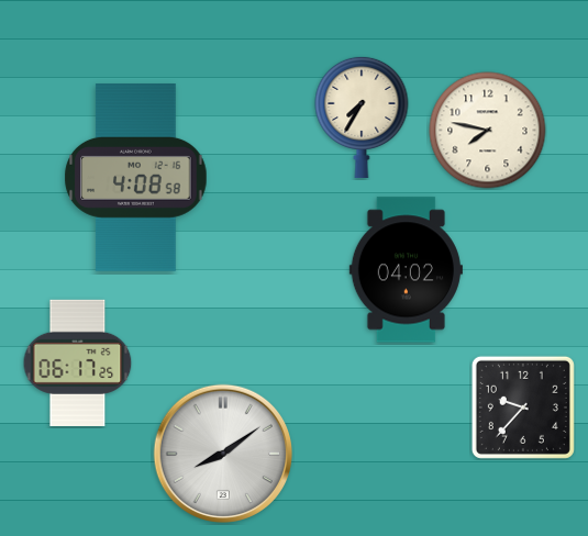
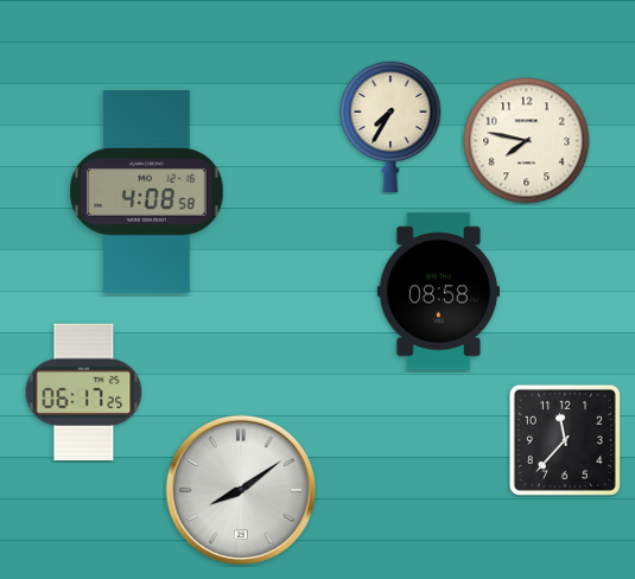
clock at (406, 270): 04:02 -> 08:58
clock at (523, 407): 9:37 -> 11:37
